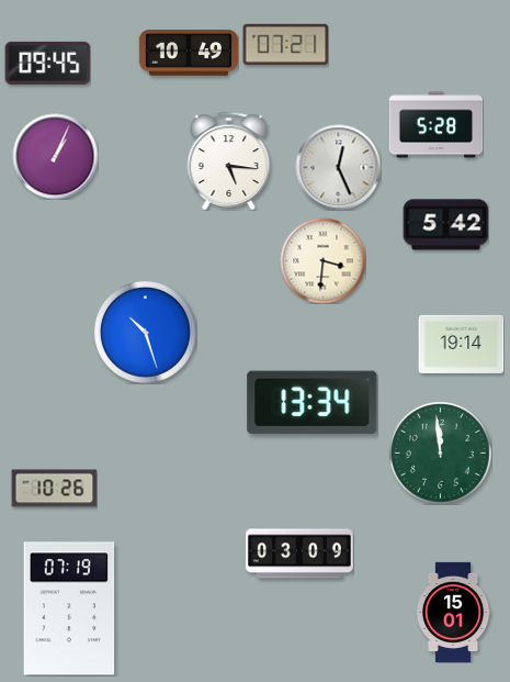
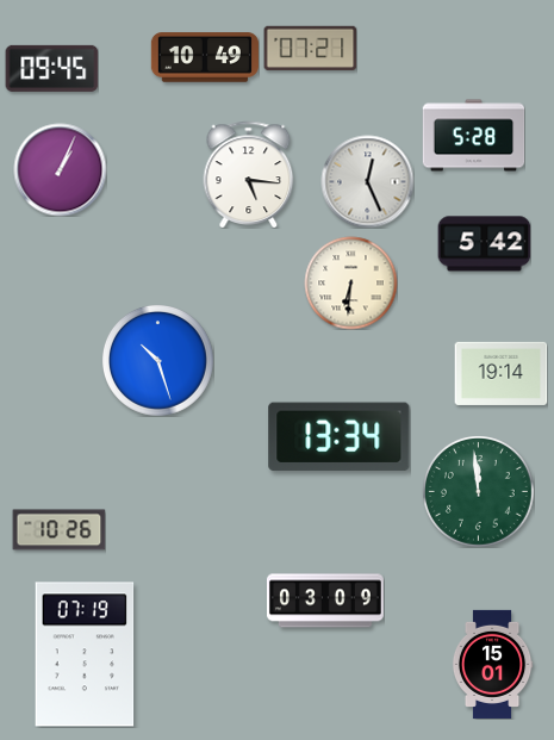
clock at (322, 260): 3:31 -> 6:31
clock at (69, 608) position: (69, 608) -> (85, 654)
